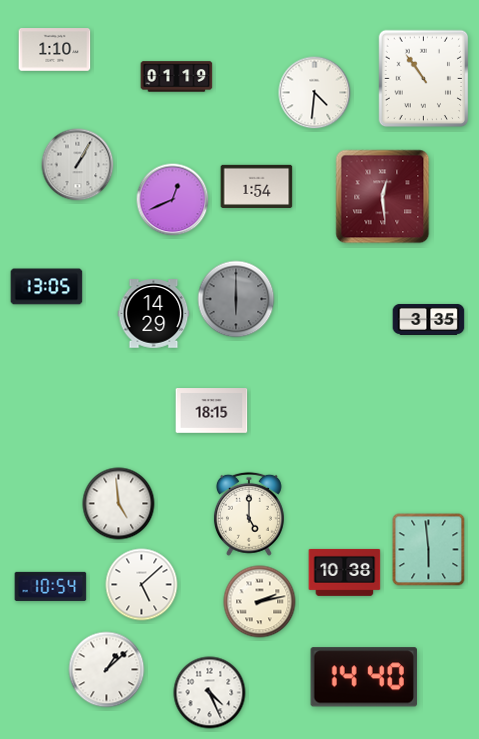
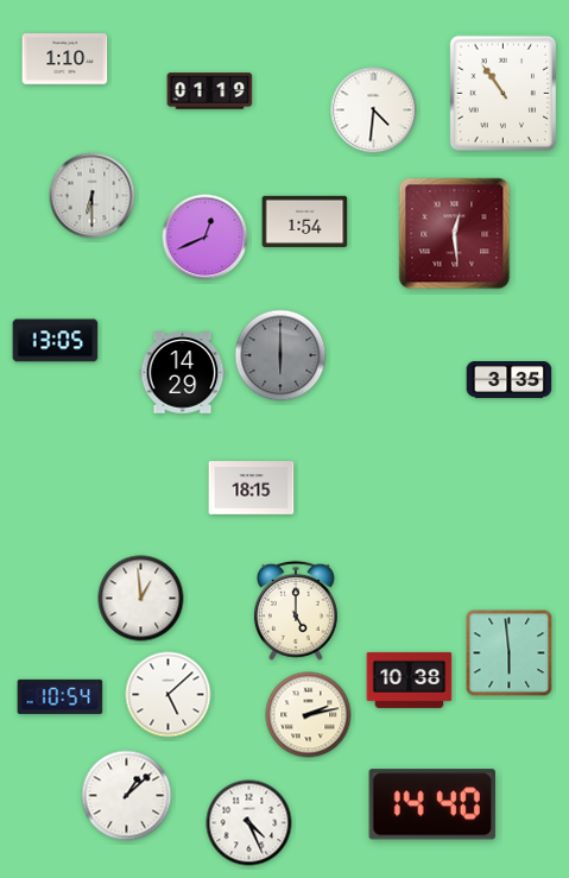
clock at (78, 165): 1:05 -> 6:30
clock at (119, 504): 4:59 -> 12:59
